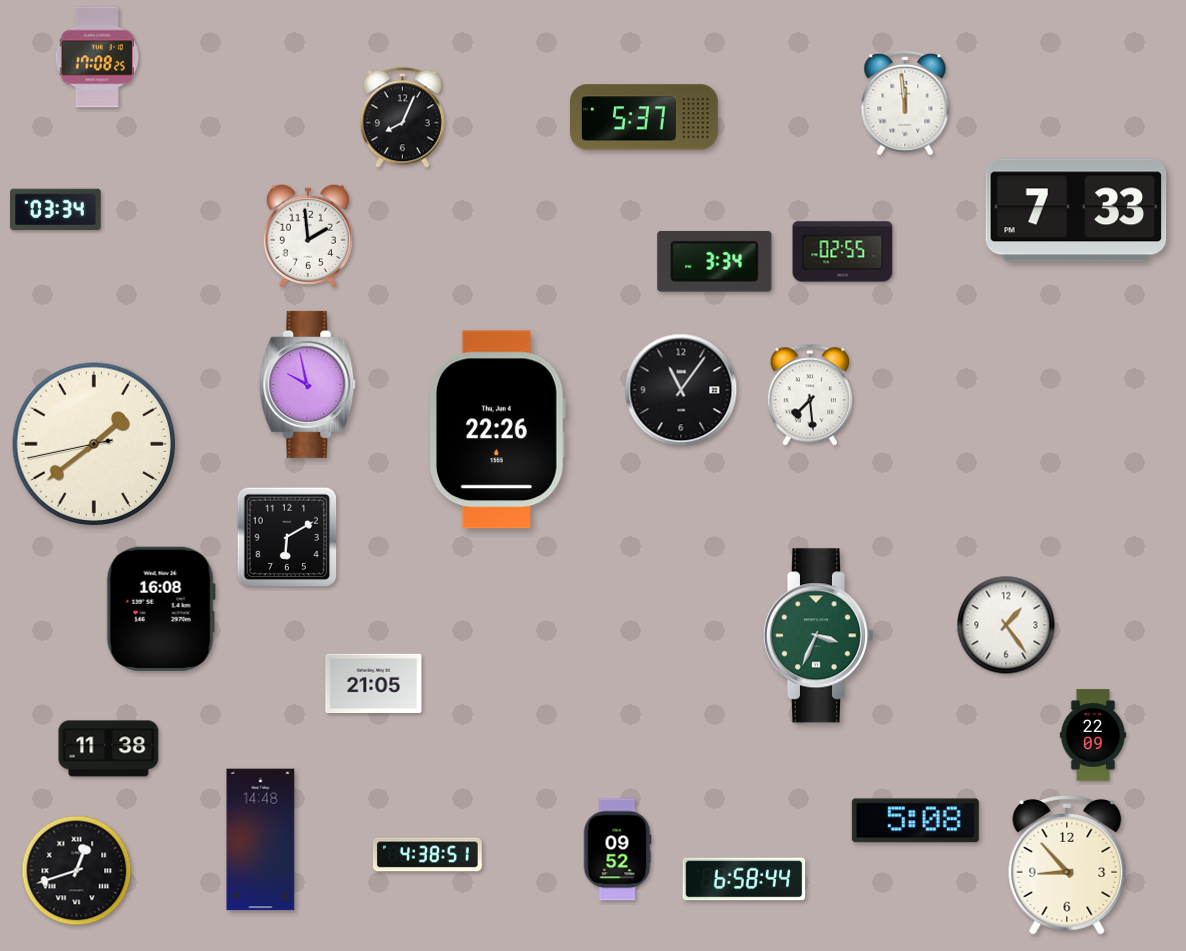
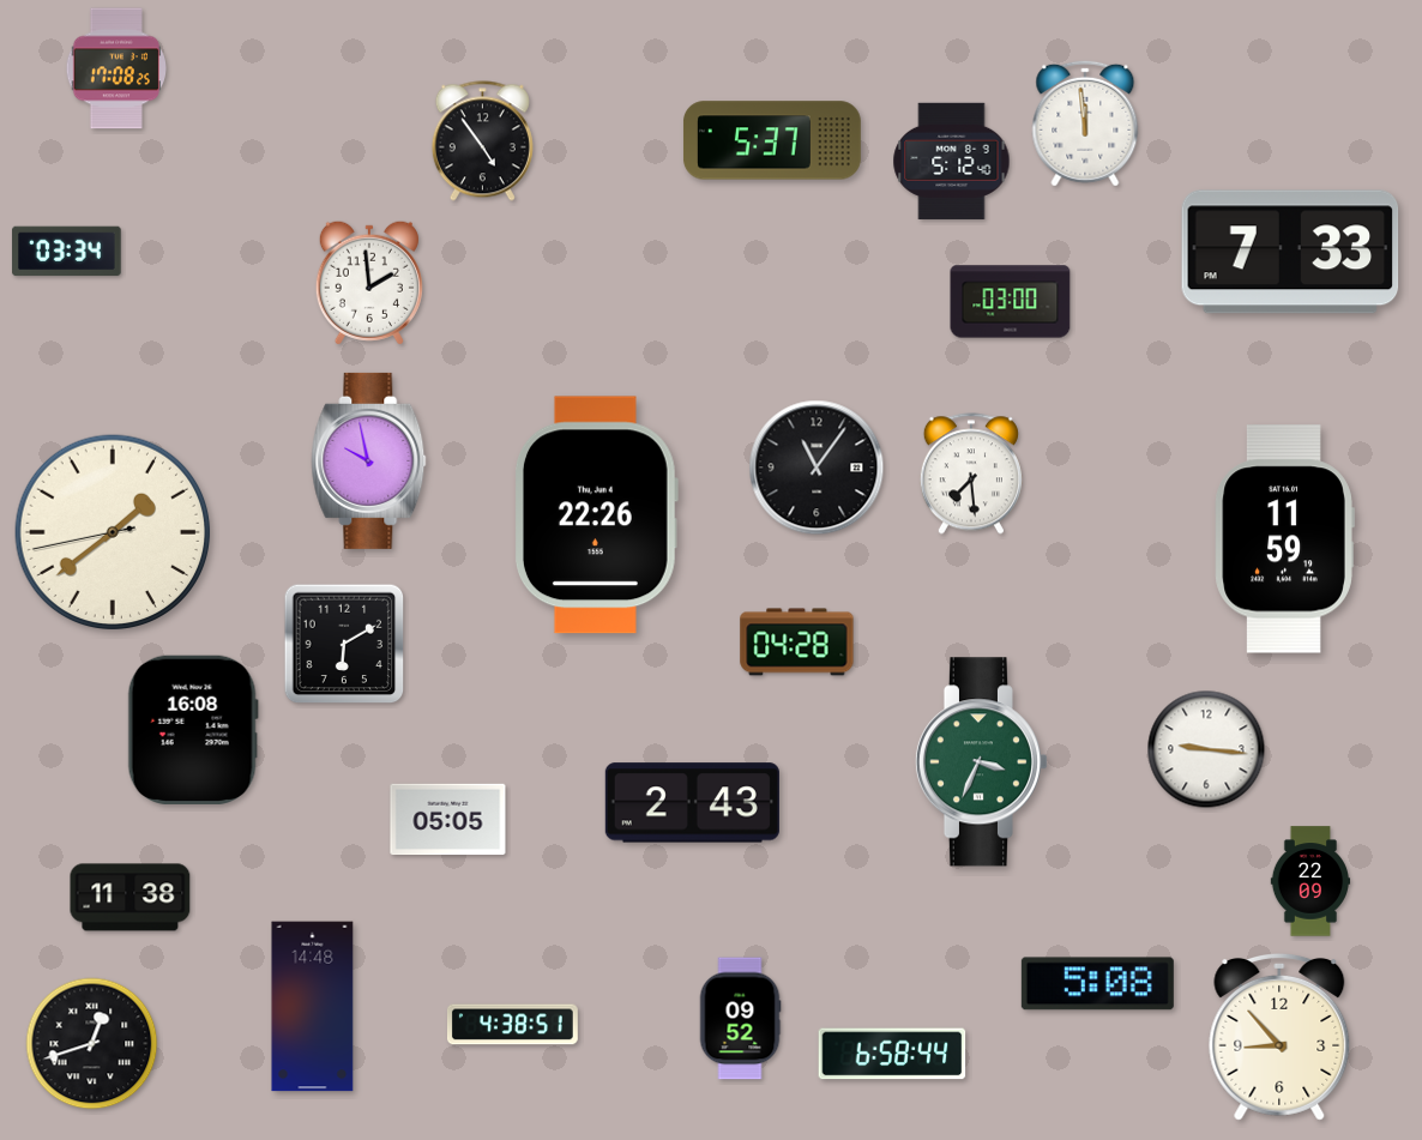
clock at (402, 118): 8:04 -> 4:54
clock at (952, 161): none -> 5:12
clock at (843, 252): 02:55 -> 03:00
clock at (715, 262): 3:34 -> none
clock at (1284, 539): none -> 11:59
clock at (797, 643): none -> 04:28
clock at (1006, 625): 1:24 -> 9:16
clock at (692, 803): none -> 2:43
clock at (374, 684): 21:05 -> 05:05
